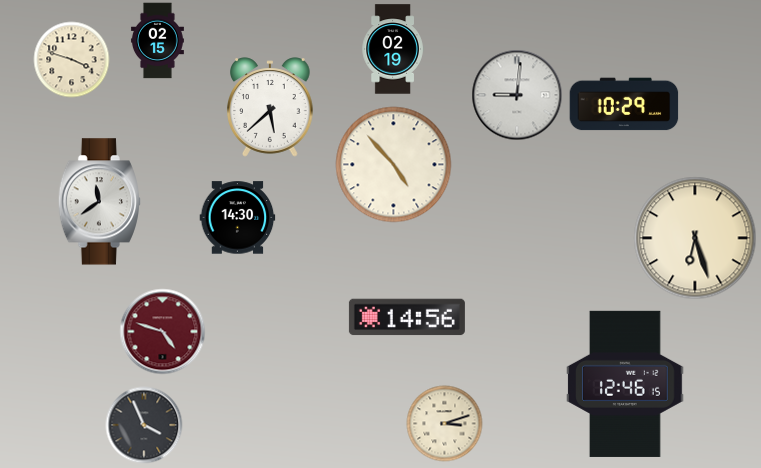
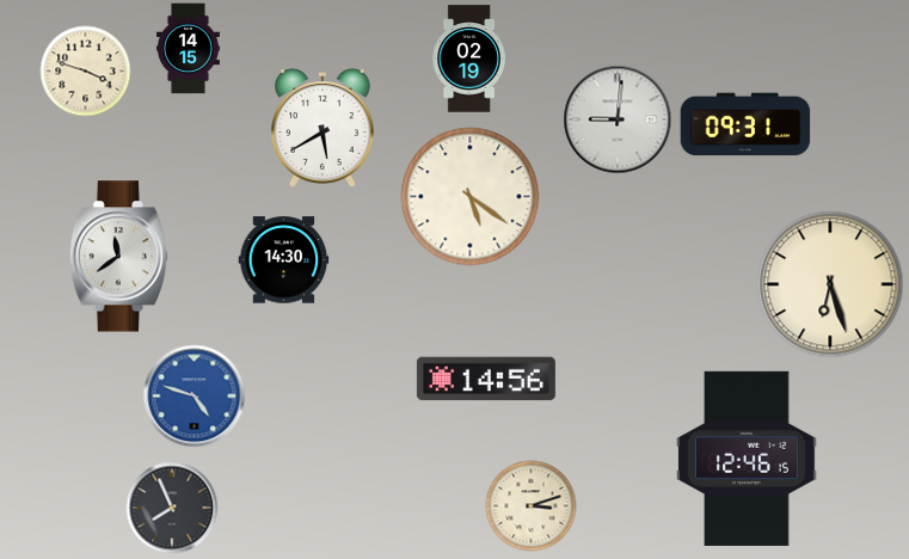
clock at (157, 41): 02:15 -> 14:15
clock at (517, 95) position: (517, 95) -> (618, 119)
clock at (624, 104): 10:29 -> 09:31
clock at (271, 107): 5:38 -> 5:40
clock at (394, 165): 4:53 -> 5:21
clock at (99, 202) position: (99, 202) -> (118, 257)
clock at (163, 332) dial: burgundy -> blue
clock at (144, 425): 3:56 -> 7:56
